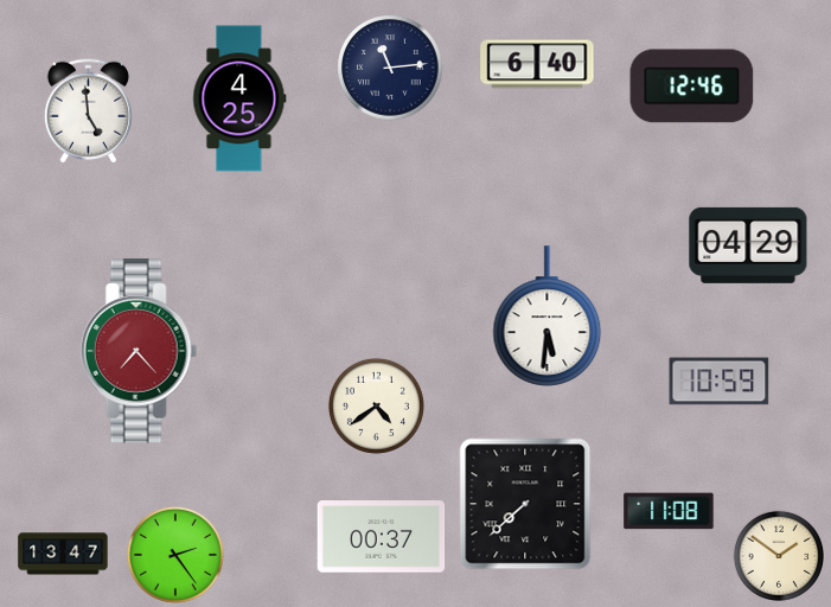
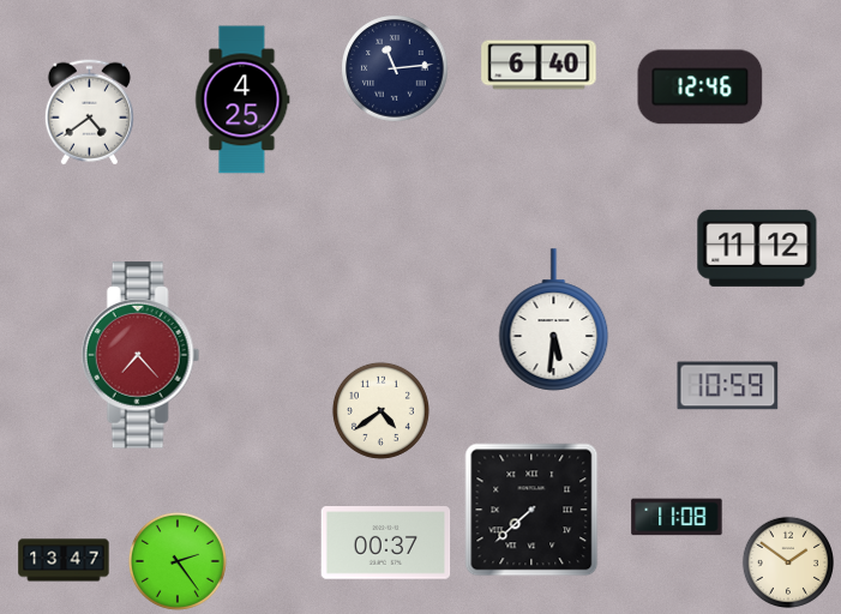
clock at (537, 64) position: (537, 64) -> (539, 65)
clock at (88, 111): 4:59 -> 4:39
clock at (748, 245): 04:29 -> 11:12
